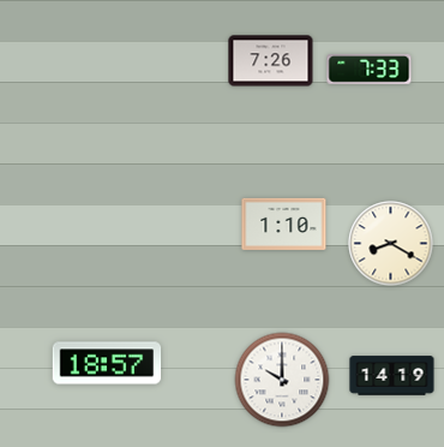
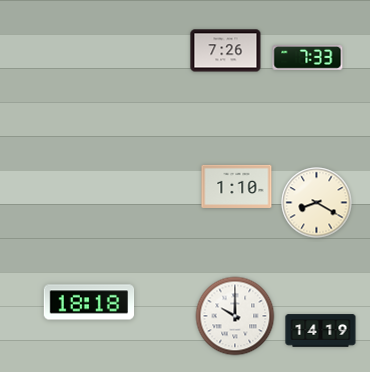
clock at (391, 244) position: (391, 244) -> (317, 203)
clock at (107, 363): 18:57 -> 18:18
clock at (392, 376) position: (392, 376) -> (321, 331)
